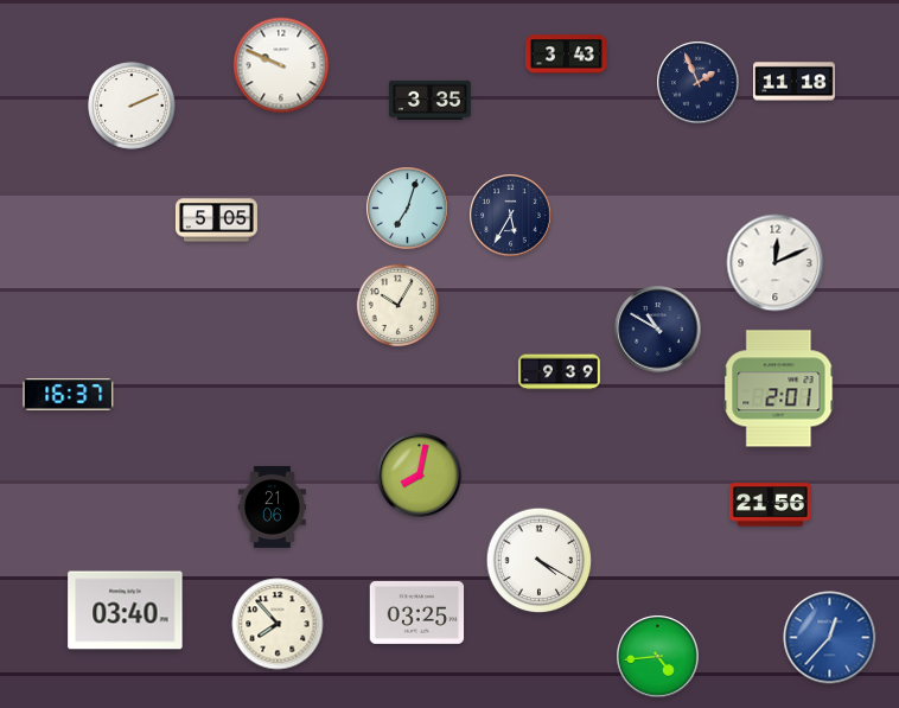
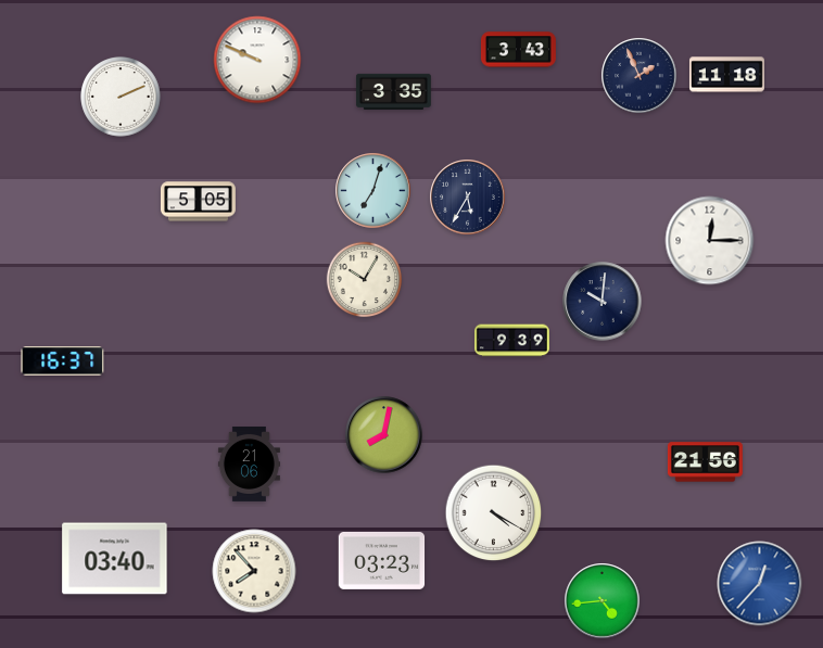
clock at (776, 263): 12:11 -> 12:15
clock at (658, 330): 10:50 -> 10:01
clock at (779, 389): 2:01 -> none
clock at (417, 612): 03:25 -> 03:23
